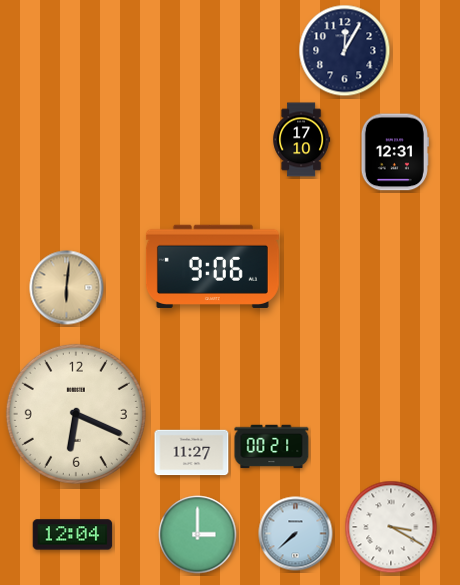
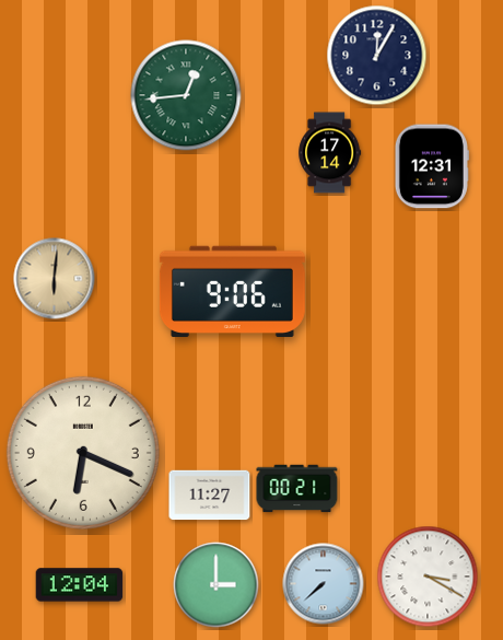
clock at (186, 95): none -> 12:44
clock at (302, 140): 17:10 -> 17:14
clock at (67, 288) position: (67, 288) -> (55, 279)
